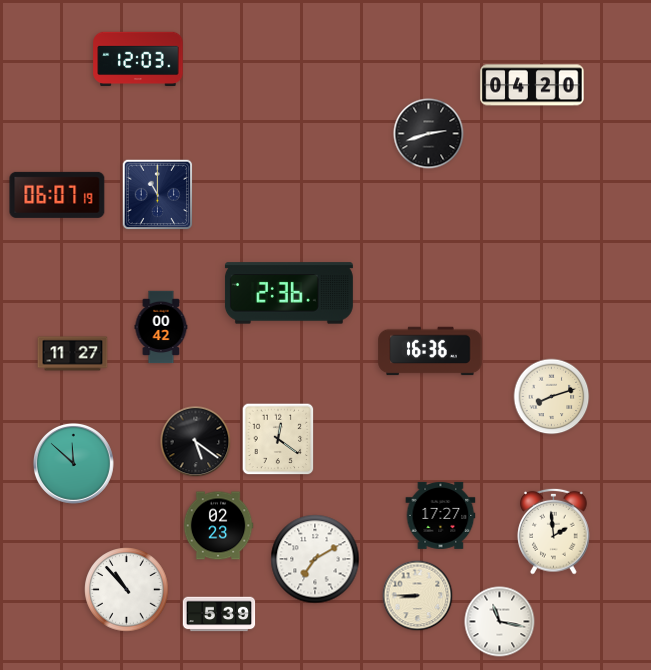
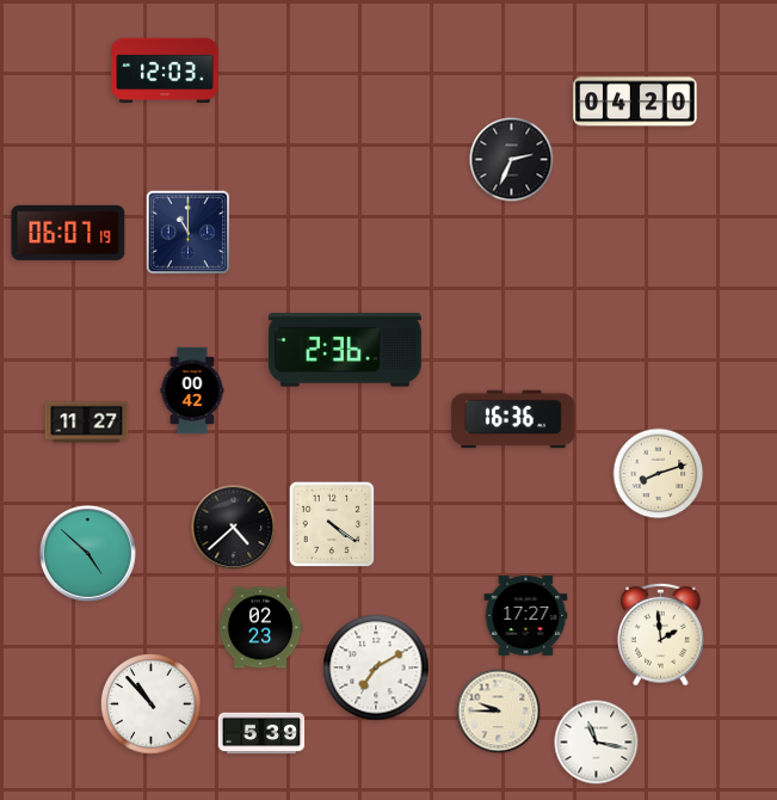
clock at (429, 134): 2:42 -> 2:34
clock at (278, 439): 12:21 -> 4:21
clock at (196, 442): 5:21 -> 4:38
clock at (74, 464): 11:52 -> 4:52
clock at (418, 596): 8:45 -> 9:45
